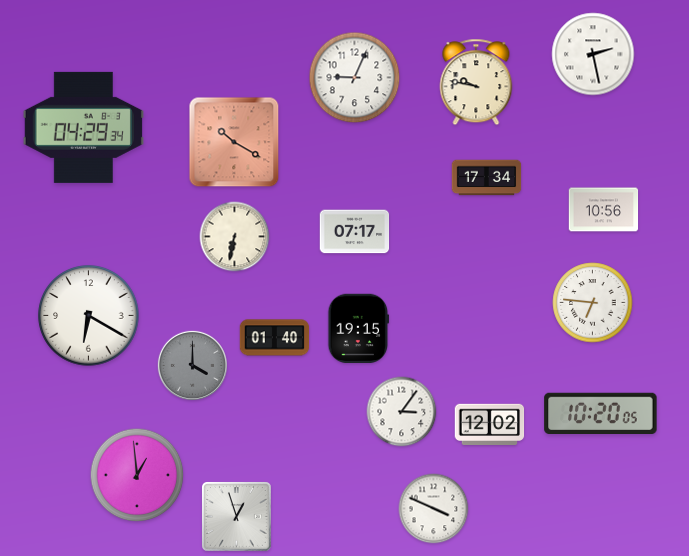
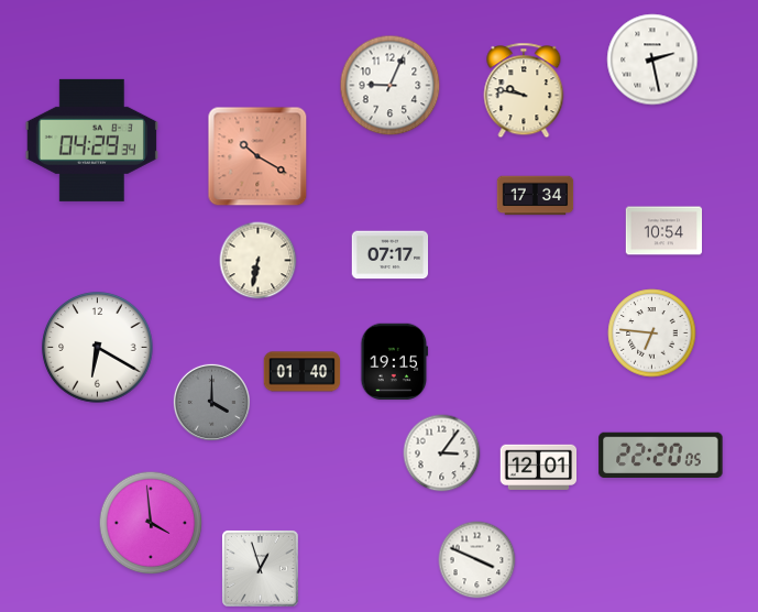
clock at (604, 210): 10:56 -> 10:54
clock at (601, 414): 10:20 -> 22:20
clock at (490, 424): 12:02 -> 12:01
clock at (137, 475): 12:59 -> 3:59
